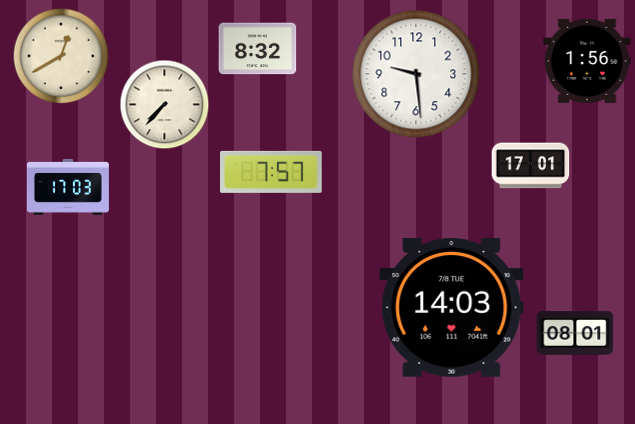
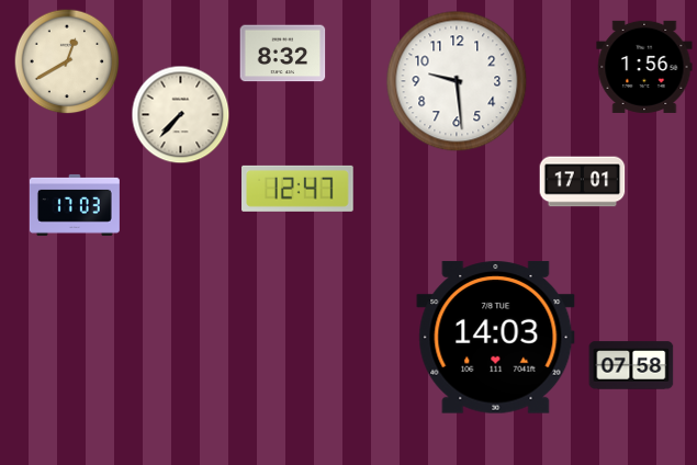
clock at (272, 172): 7:57 -> 12:47
clock at (575, 333): 08:01 -> 07:58
